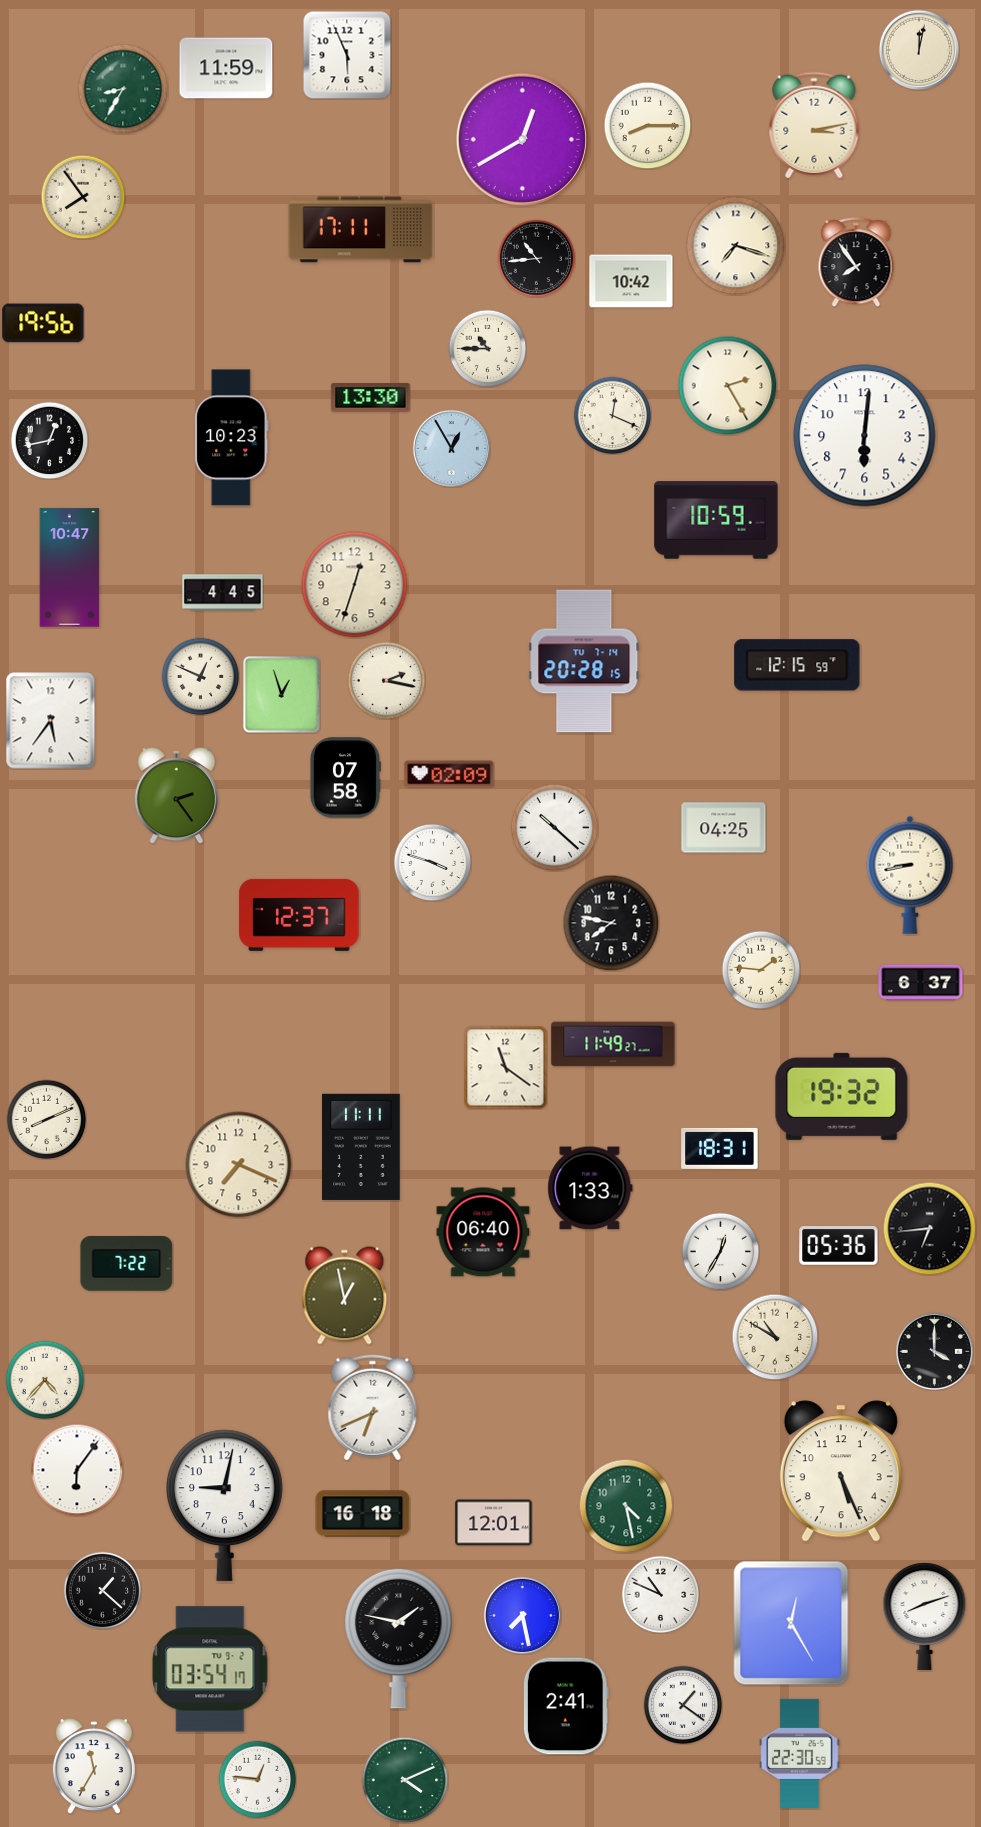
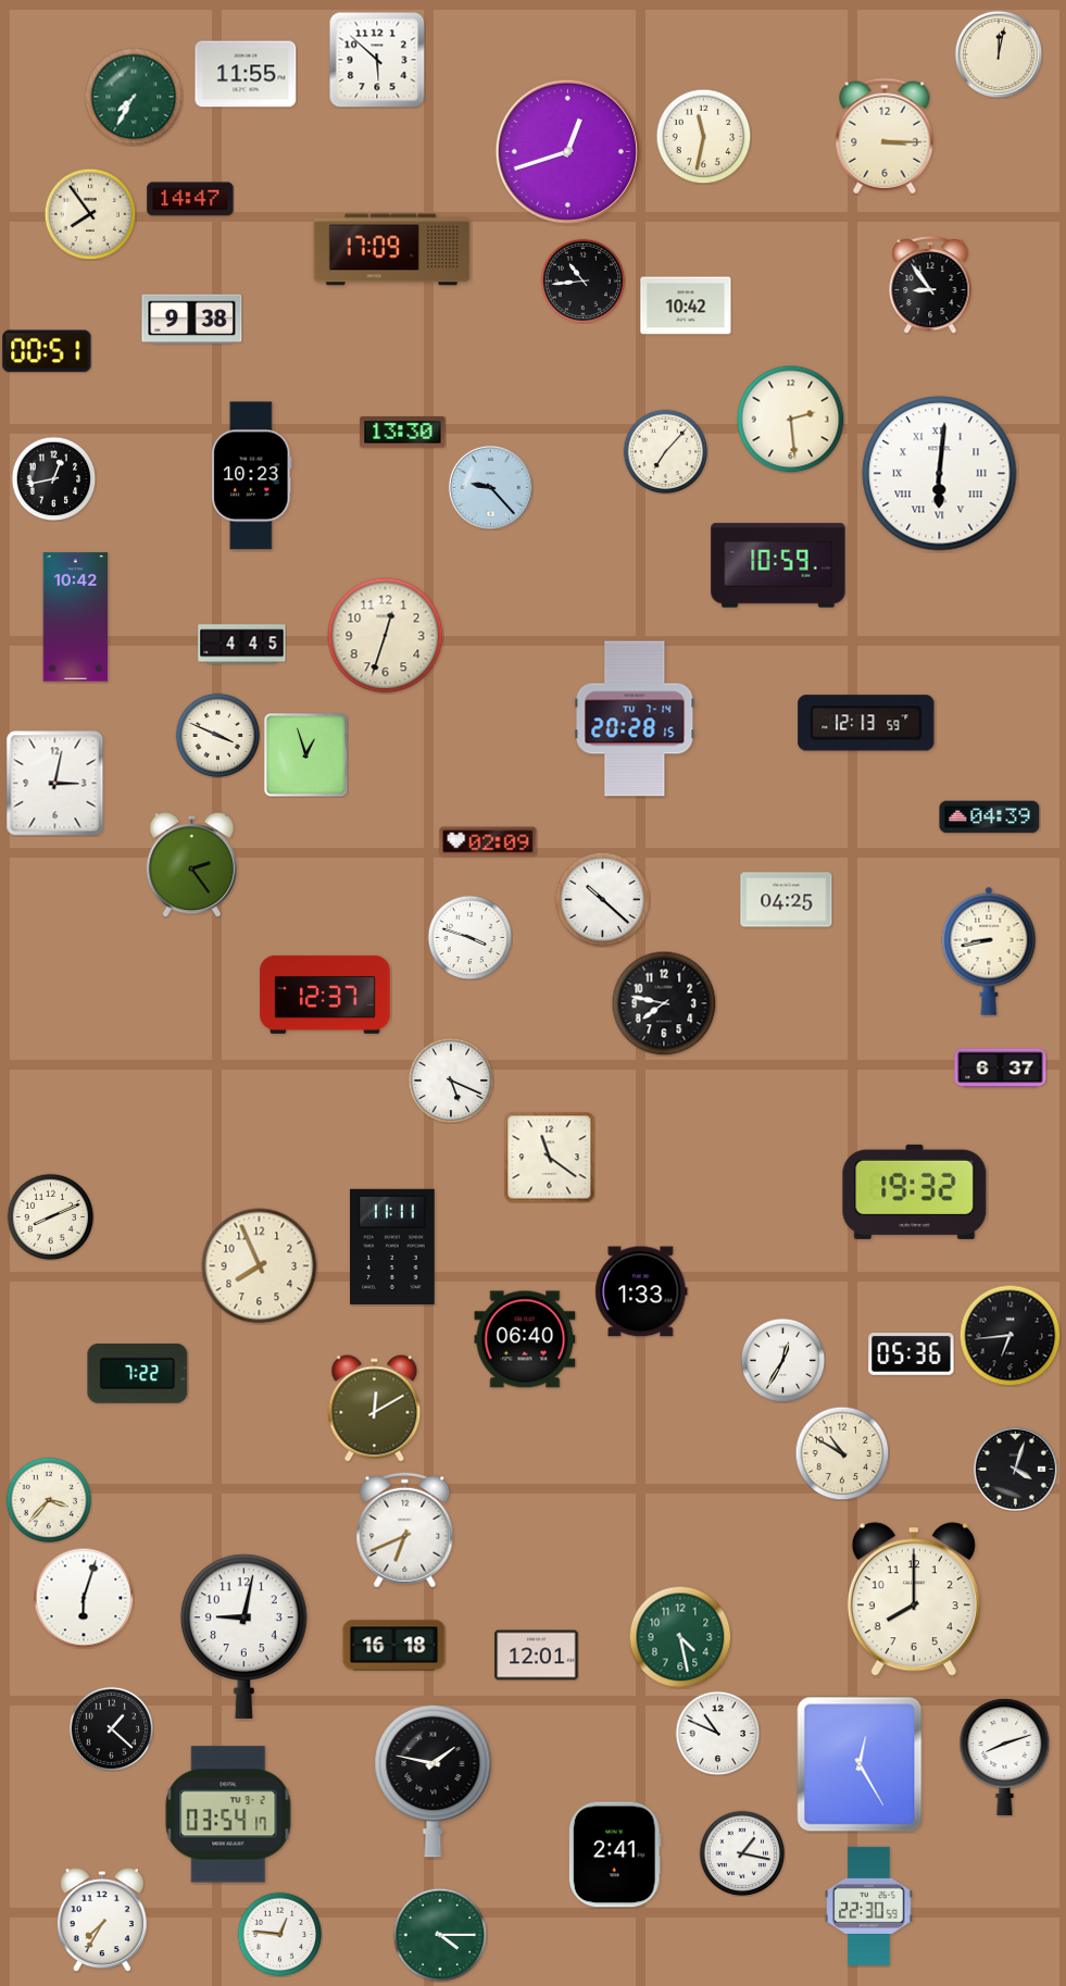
clock at (347, 55): 5:56 -> 5:52
clock at (226, 68): 11:59 -> 11:55
clock at (123, 89): 8:35 -> 7:35
clock at (647, 125): 8:15 -> 11:32
clock at (814, 125): 3:13 -> 3:15
clock at (522, 139): 12:40 -> 12:42
clock at (190, 199): none -> 14:47
clock at (361, 230): 17:11 -> 17:09
clock at (736, 246): 7:18 -> none
clock at (856, 262): 7:54 -> 8:54
clock at (192, 320): none -> 9:38
clock at (43, 323): 19:56 -> 00:51
clock at (487, 348): 10:45 -> none
clock at (728, 386): 2:25 -> 2:29
clock at (612, 415): 12:19 -> 7:07
clock at (865, 436) numerals: Arabic -> Roman
clock at (451, 448): 12:55 -> 9:23
clock at (70, 568): 10:47 -> 10:42
clock at (797, 665): 12:15 -> 12:13
clock at (200, 676): 12:49 -> 3:49
clock at (386, 680): 2:17 -> none
clock at (51, 721): 5:36 -> 3:02
clock at (990, 817): none -> 04:39
clock at (345, 778): 07:58 -> none
clock at (761, 970): 1:46 -> none
clock at (451, 1081): none -> 5:19
clock at (613, 1044): 11:49 -> none
clock at (505, 1067) position: (505, 1067) -> (549, 1157)
clock at (720, 1148): 18:31 -> none
clock at (239, 1165): 7:19 -> 7:56
clock at (345, 1296): 12:58 -> 12:10
clock at (934, 1351): 4:00 -> 4:03
clock at (45, 1380): 4:37 -> 3:37
clock at (77, 1470): 6:06 -> 6:03
clock at (841, 1471): 5:26 -> 8:00
clock at (522, 1615): 7:28 -> none
clock at (683, 1705): 1:21 -> 1:17
clock at (94, 1766): 11:35 -> 7:35
clock at (405, 1780): 4:11 -> 4:15
